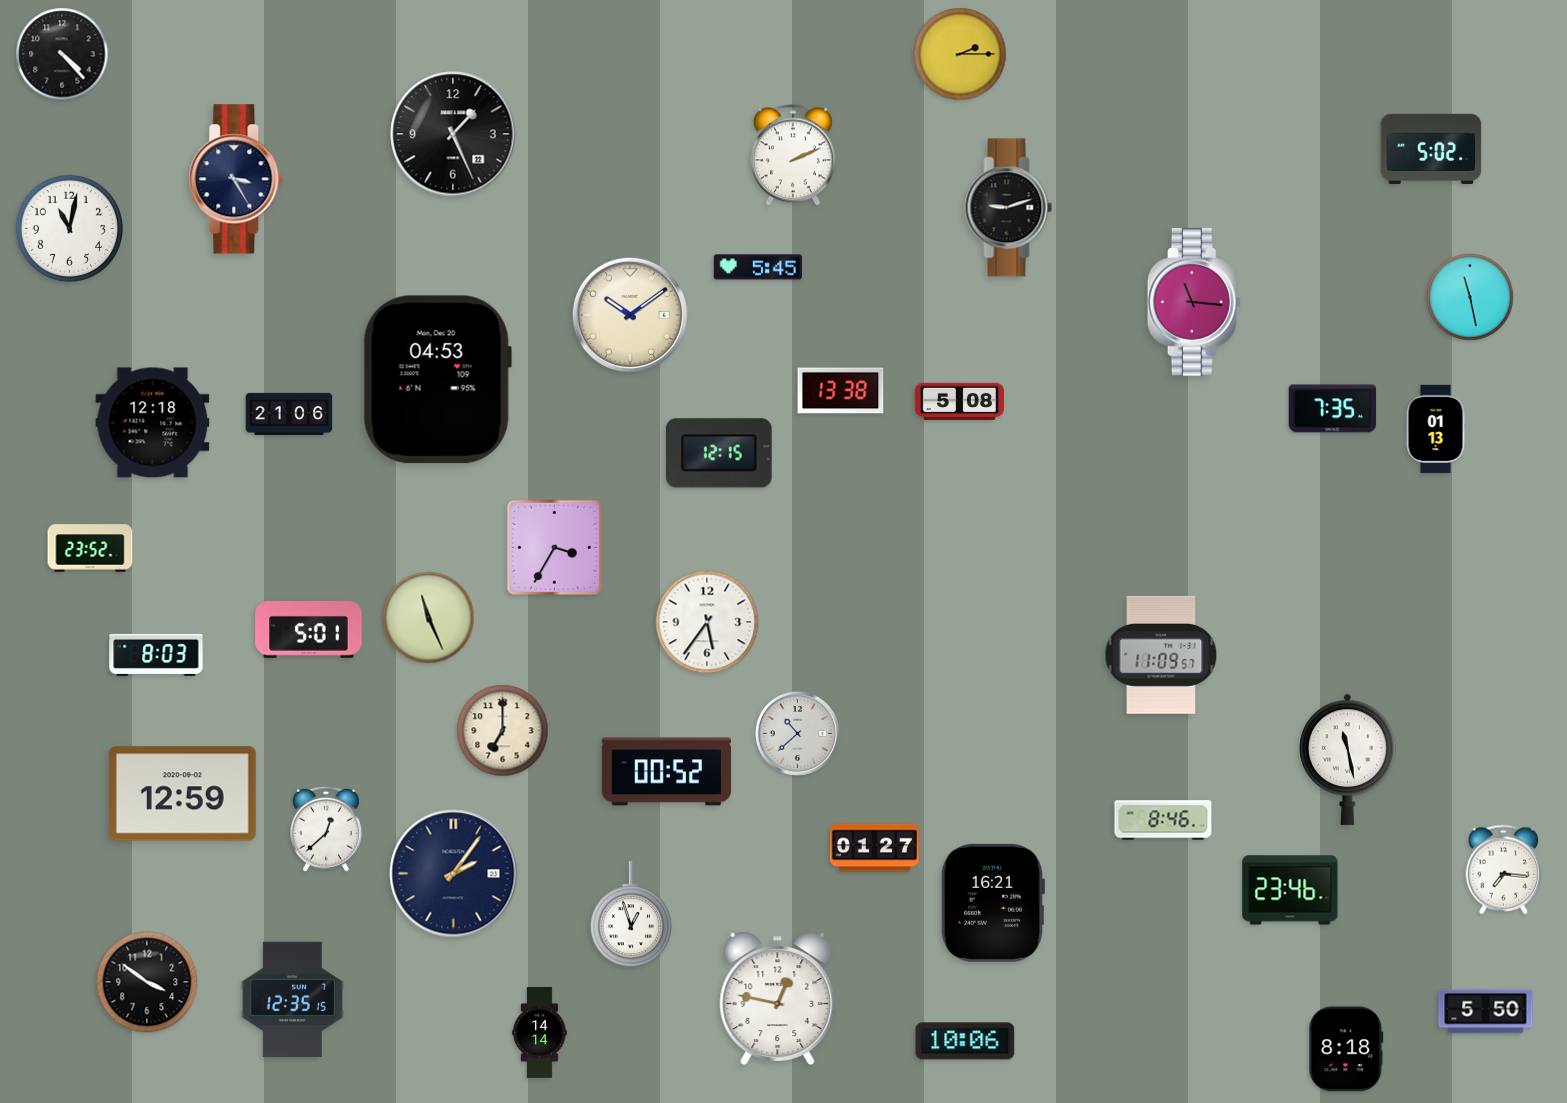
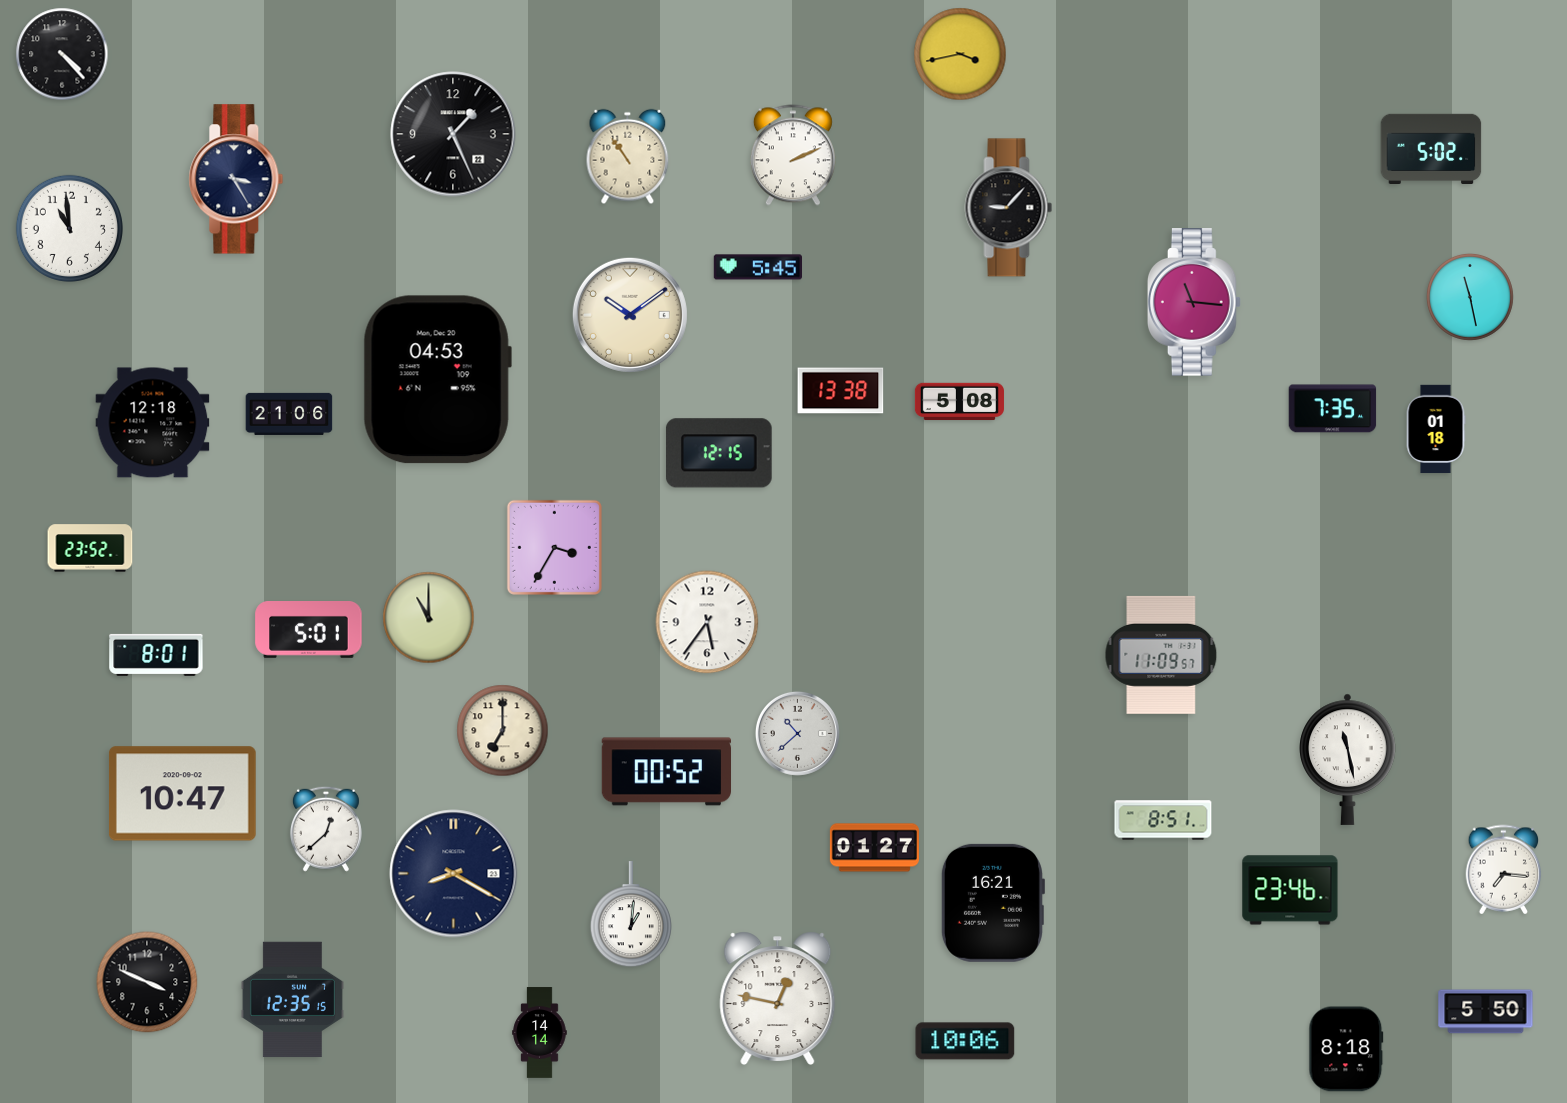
clock at (960, 54): 2:15 -> 3:43
clock at (628, 157): none -> 10:54
clock at (1009, 208): 9:12 -> 9:07
clock at (69, 228): 11:02 -> 10:59
clock at (1436, 429): 01:13 -> 01:18
clock at (429, 618): 11:26 -> 11:00
clock at (156, 655): 8:03 -> 8:01
clock at (182, 794): 12:59 -> 10:47
clock at (1163, 820): 8:46 -> 8:51
clock at (454, 874): 2:06 -> 8:20
clock at (630, 915): 12:57 -> 1:01
clock at (147, 982): 3:51 -> 3:49
